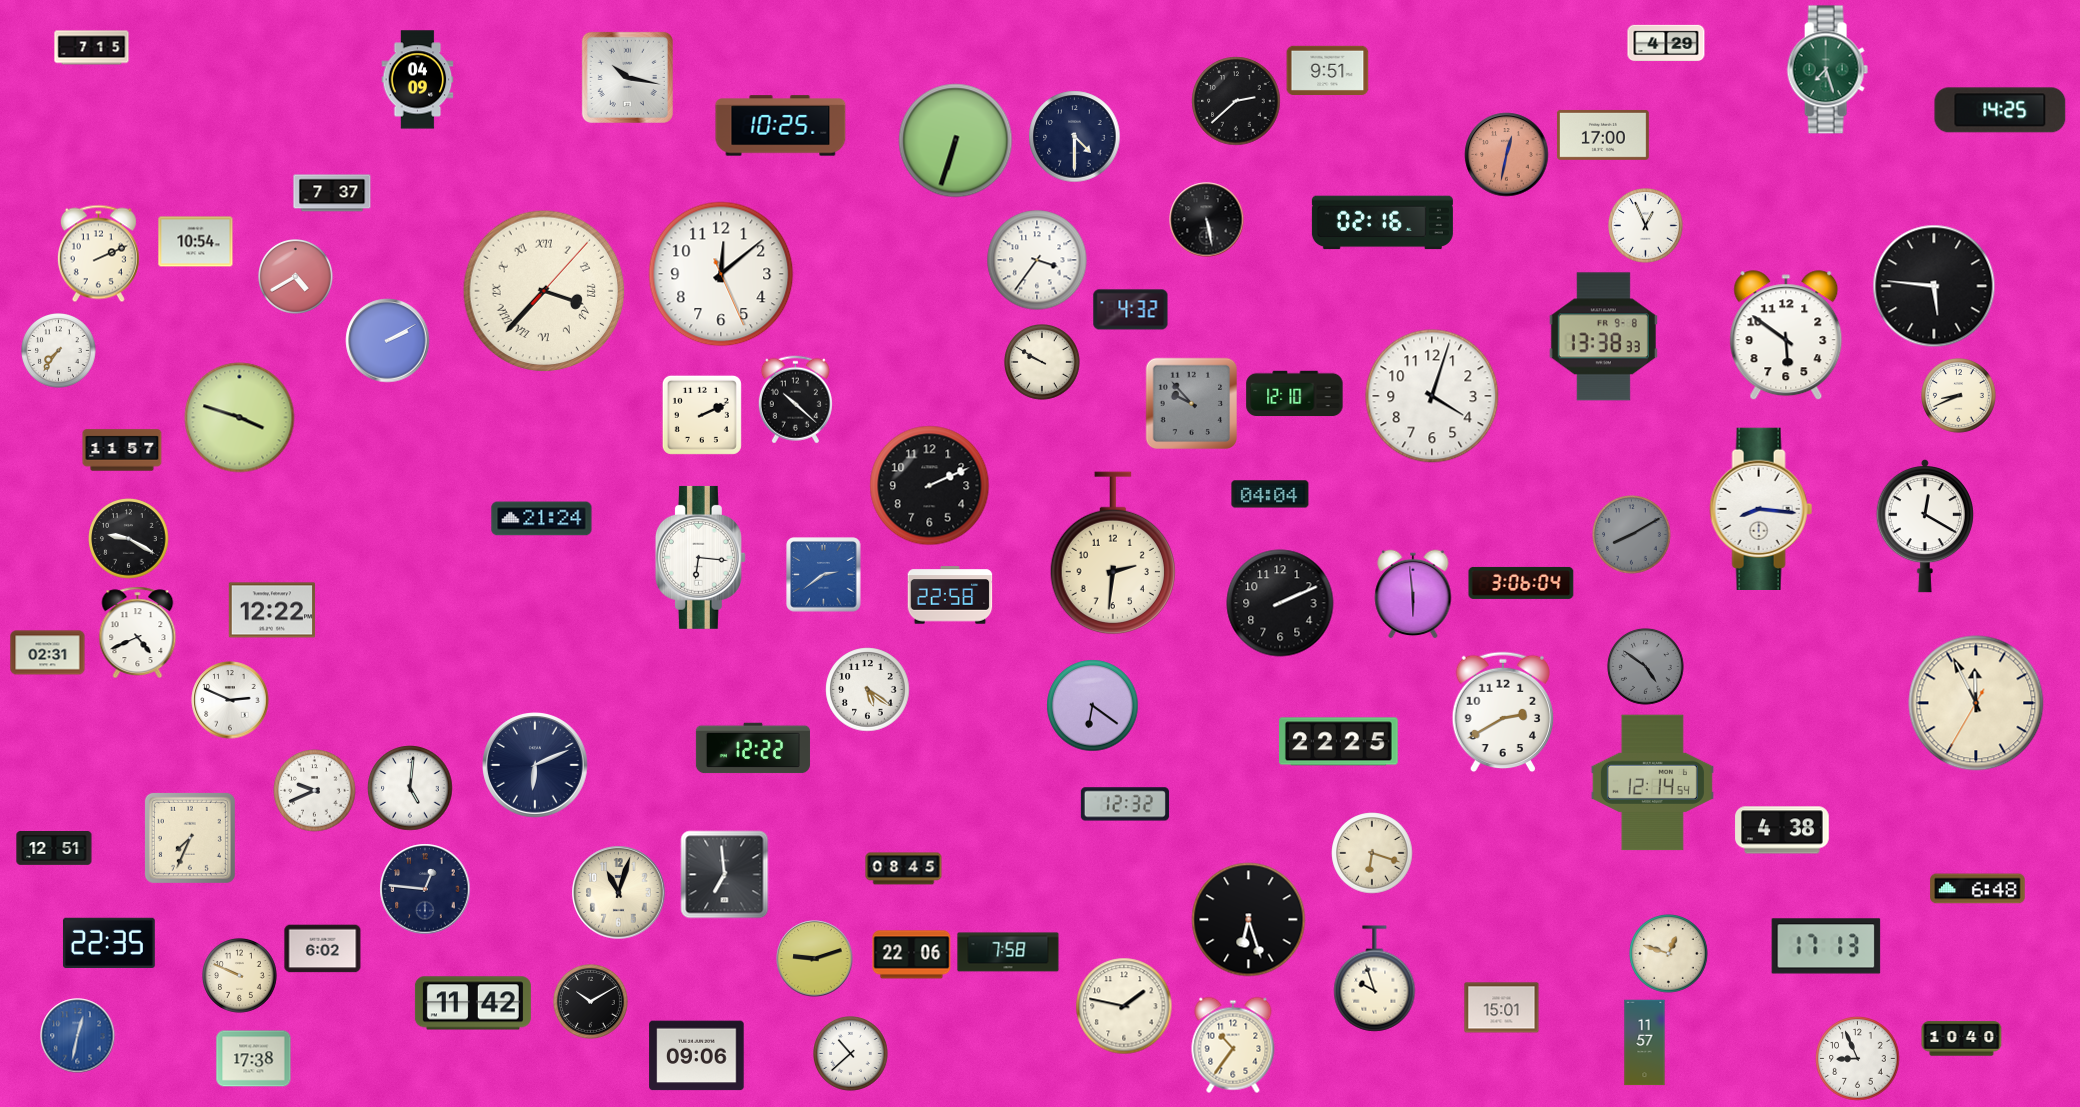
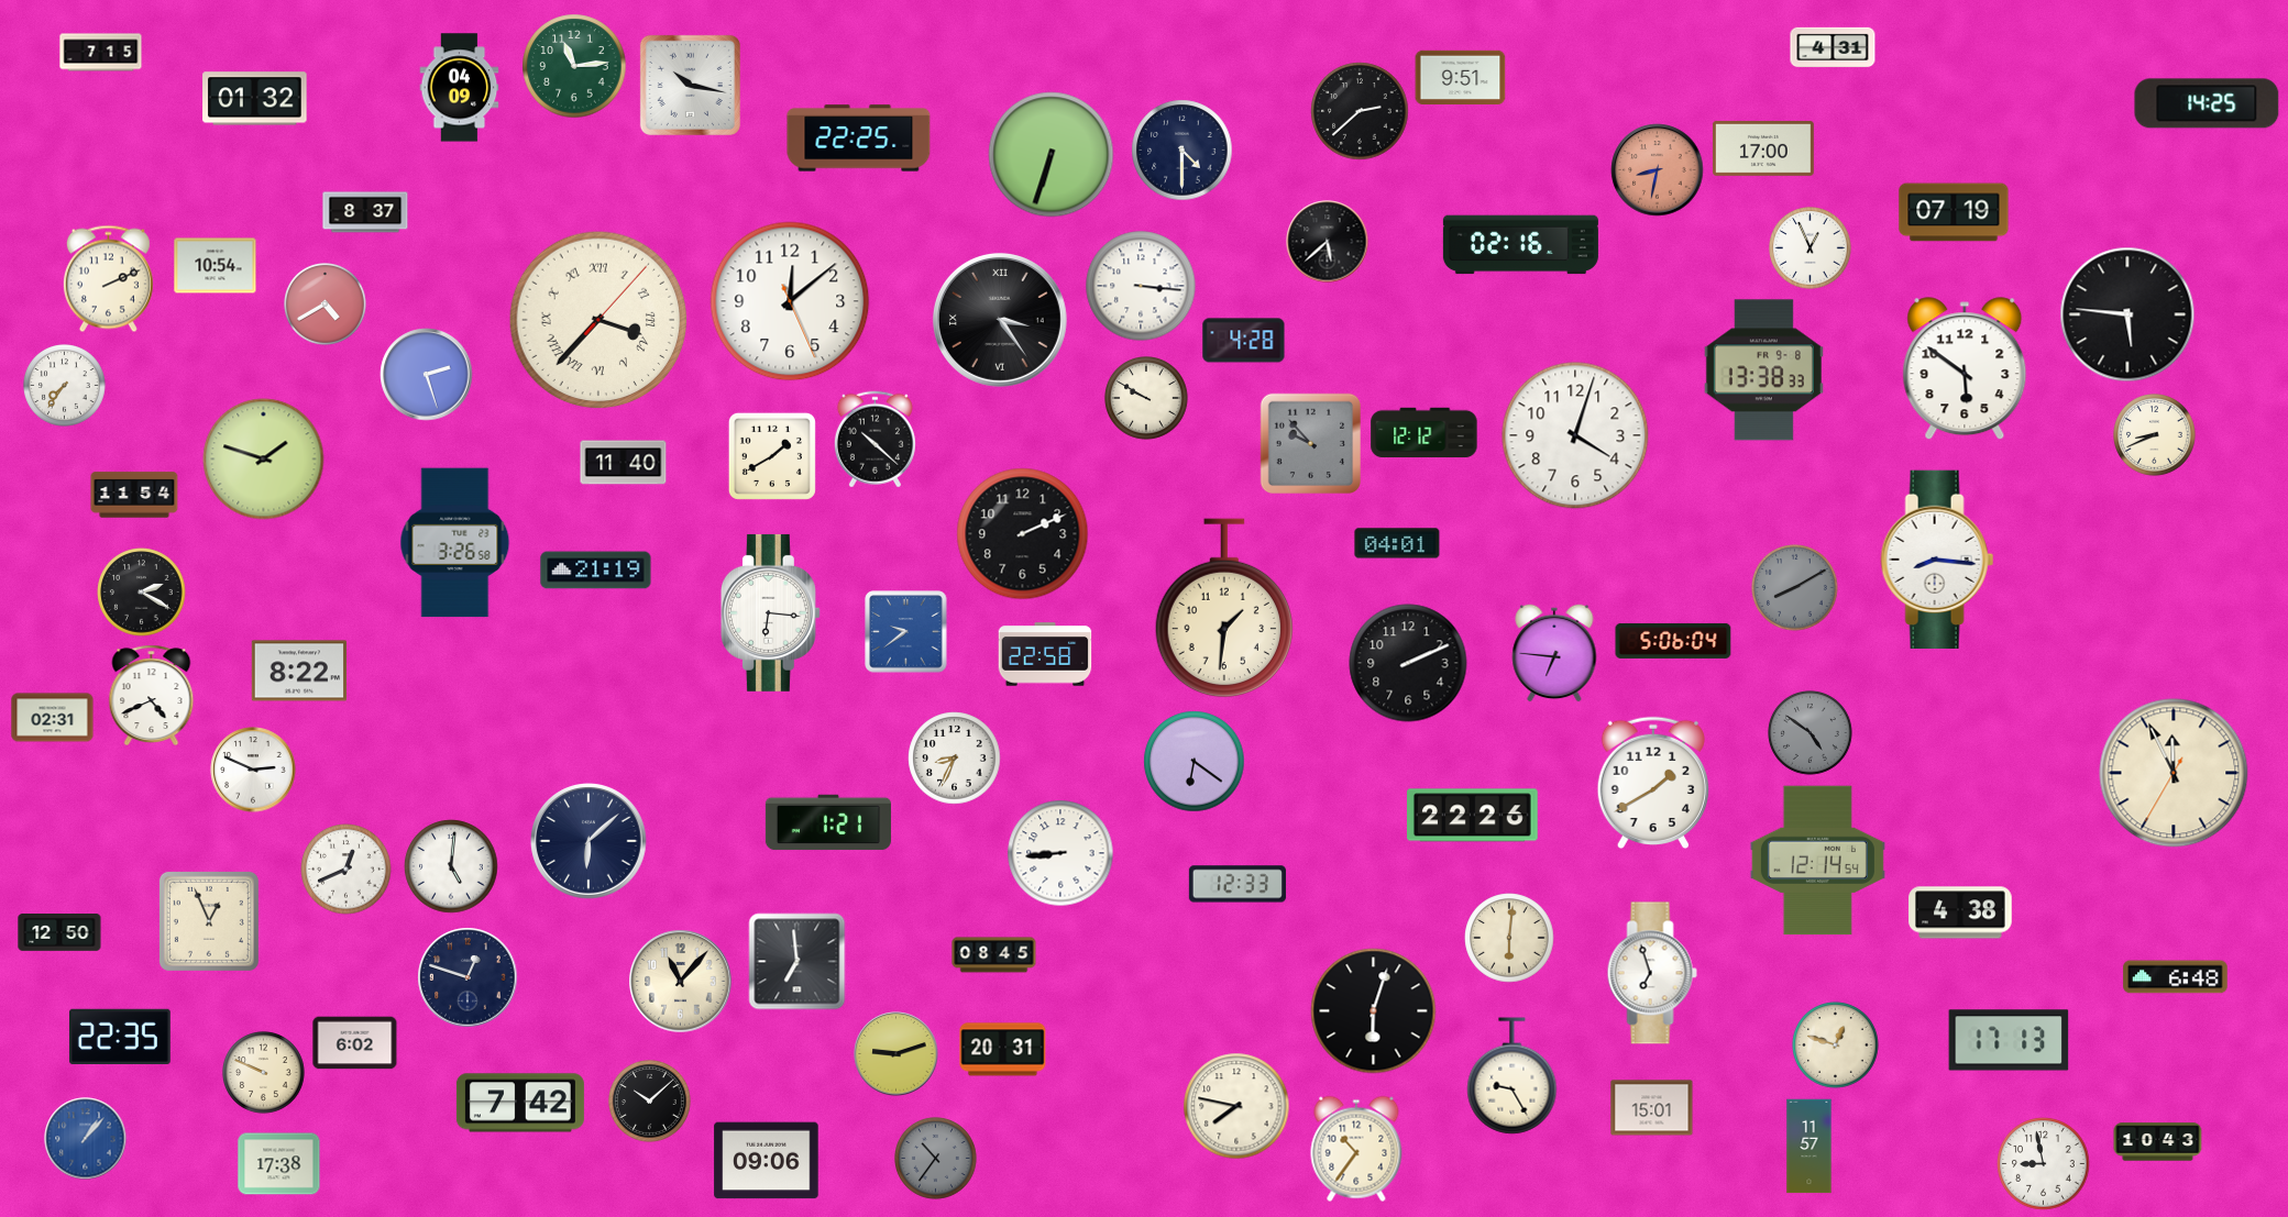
clock at (1666, 43): 4:29 -> 4:31
clock at (574, 66): none -> 11:14
clock at (1827, 70): 7:27 -> none
clock at (255, 99): none -> 01:32
clock at (2000, 110) position: (2000, 110) -> (2207, 103)
clock at (781, 126): 10:25 -> 22:25
clock at (1507, 155): 12:32 -> 8:32
clock at (332, 193): 7:37 -> 8:37
clock at (1954, 212): none -> 07:19
clock at (1207, 220): 5:28 -> 5:38
clock at (1037, 260): 3:36 -> 3:16
clock at (721, 274) position: (721, 274) -> (790, 301)
clock at (1000, 320): none -> 3:24
clock at (1131, 310): 4:32 -> 4:28
clock at (388, 341): 2:10 -> 2:27
clock at (1295, 394): 12:10 -> 12:12
clock at (702, 415): 2:11 -> 1:40
clock at (240, 418): 3:48 -> 1:48
clock at (624, 463): none -> 11:40
clock at (122, 450): 11:57 -> 11:54
clock at (455, 543): none -> 3:26
clock at (1270, 494): 04:04 -> 04:01
clock at (542, 519): 21:24 -> 21:19
clock at (1925, 526): 12:20 -> none
clock at (129, 539): 9:20 -> 2:20
clock at (1112, 553): 2:31 -> 1:31
clock at (824, 575): 2:39 -> 9:39
clock at (1521, 583): 3:06 -> 5:06
clock at (1413, 594): 5:59 -> 6:46
clock at (272, 610): 12:22 -> 8:22
clock at (868, 690): 5:21 -> 8:34
clock at (1093, 706) position: (1093, 706) -> (1195, 762)
clock at (1502, 712): 2:40 -> 1:40
clock at (1339, 742): 22:25 -> 22:26
clock at (753, 748): 12:22 -> 1:21
clock at (535, 765): 6:11 -> 6:08
clock at (1060, 853): none -> 8:44
clock at (315, 791): 9:41 -> 12:41
clock at (1125, 804): 12:32 -> 12:33
clock at (190, 838): 7:34 -> 12:56
clock at (54, 848): 12:51 -> 12:50
clock at (1372, 853): 6:18 -> 6:01
clock at (1652, 973): none -> 6:57
clock at (425, 889): 12:46 -> 12:48
clock at (619, 893): 11:03 -> 11:07
clock at (1249, 920): 6:27 -> 6:03
clock at (1008, 952): 7:58 -> none
clock at (1669, 954) position: (1669, 954) -> (1836, 1045)
clock at (912, 955): 22:06 -> 20:31
clock at (1375, 979): 9:57 -> 9:25
clock at (591, 1002): 10:10 -> 10:08
clock at (473, 1003): 11:42 -> 7:42
clock at (1124, 1006): 1:47 -> 7:47
clock at (78, 1036): 12:32 -> 1:07
clock at (1962, 1039): 10:40 -> 10:43
clock at (851, 1054): 10:38 -> 10:36
clock at (851, 1054) dial: white -> grey
clock at (1858, 1059): 8:56 -> 8:58
